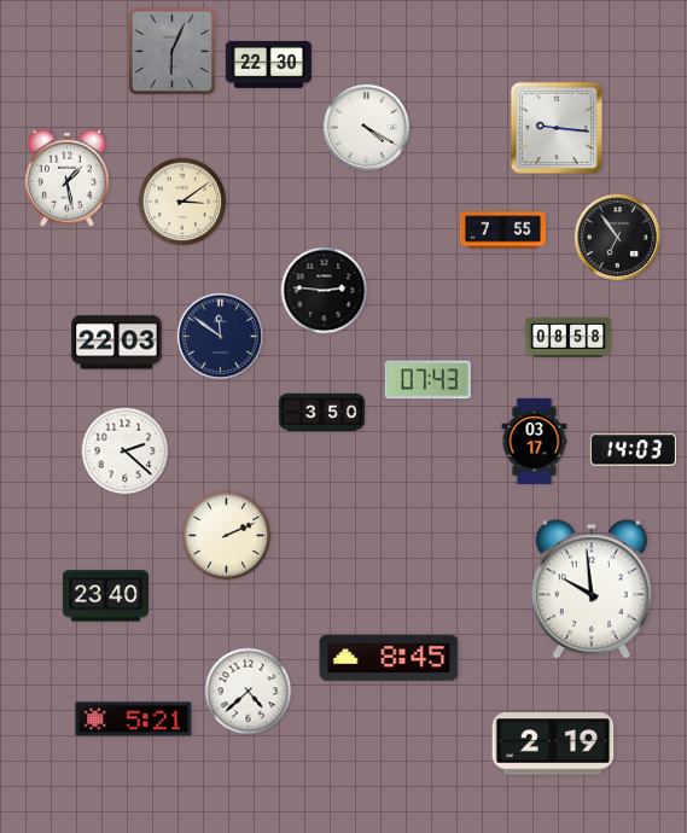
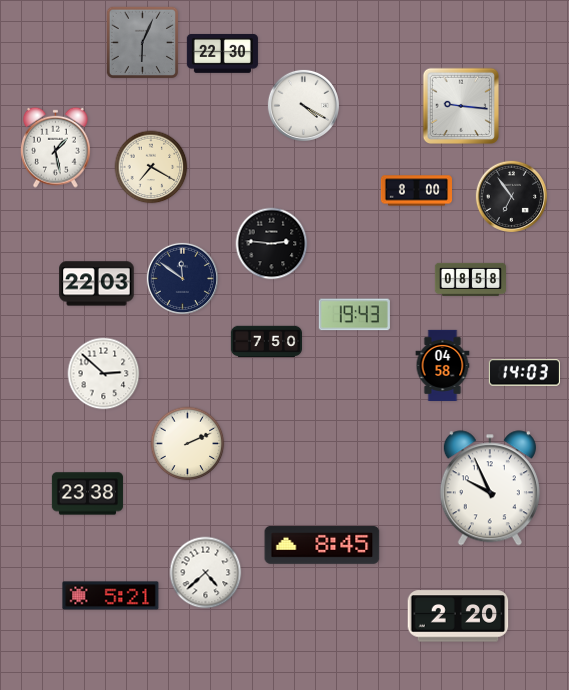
clock at (182, 202): 3:09 -> 7:20
clock at (502, 231): 7:55 -> 8:00
clock at (325, 291) position: (325, 291) -> (272, 244)
clock at (427, 380): 07:43 -> 19:43
clock at (321, 413): 3:50 -> 7:50
clock at (535, 441): 03:17 -> 04:58
clock at (126, 452): 2:22 -> 2:52
clock at (592, 589): 9:59 -> 9:56
clock at (105, 596): 23:40 -> 23:38
clock at (553, 744): 2:19 -> 2:20
